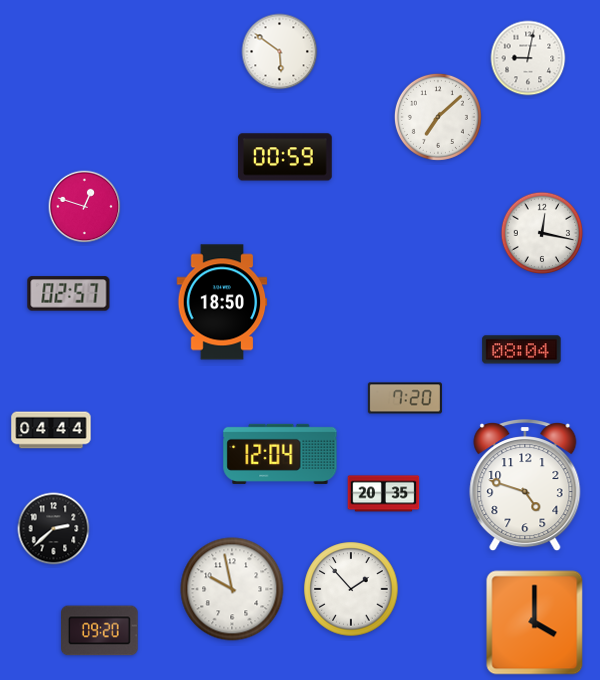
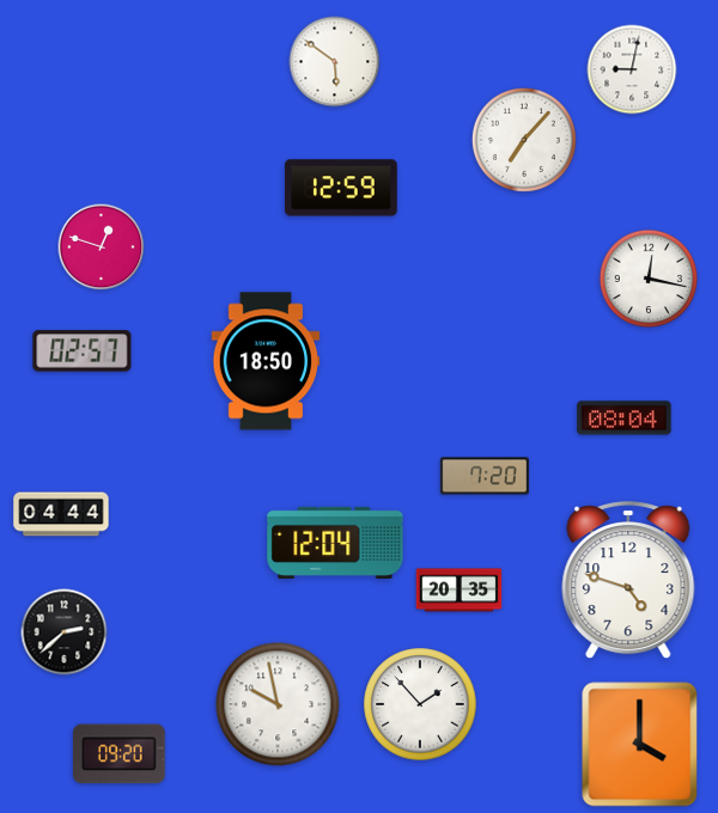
clock at (438, 117): 7:08 -> 7:07
clock at (285, 157): 00:59 -> 12:59
